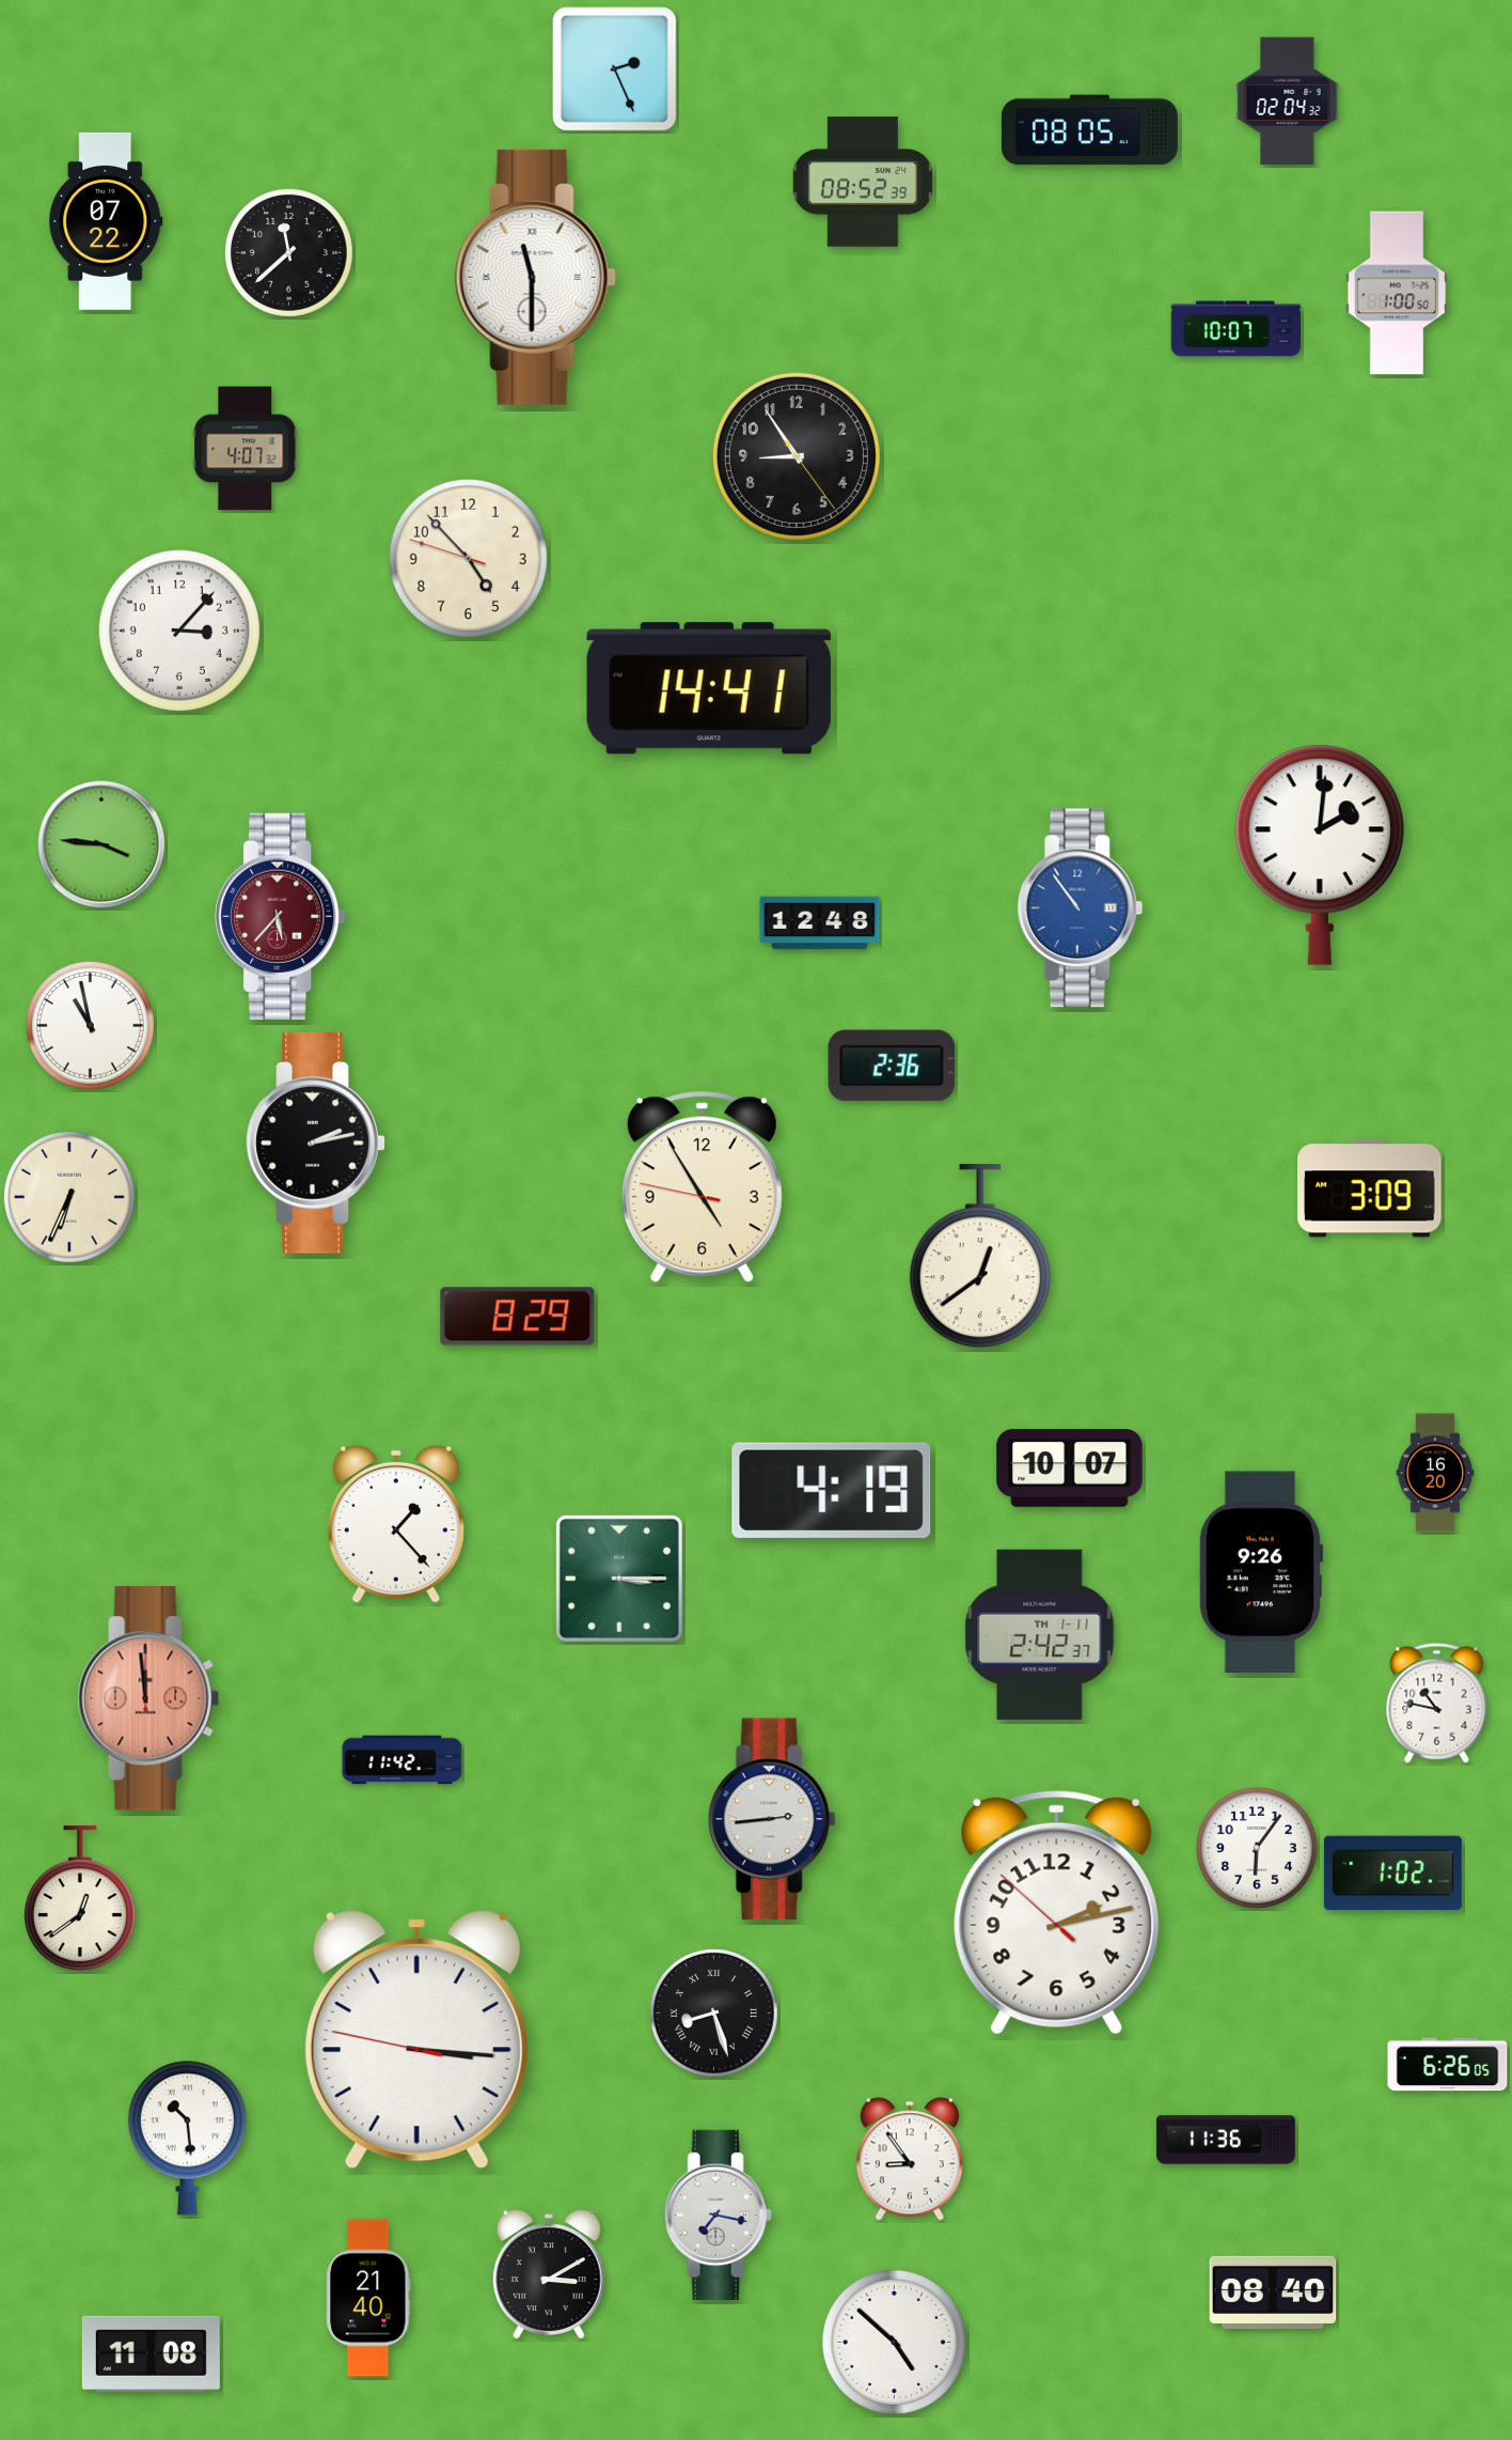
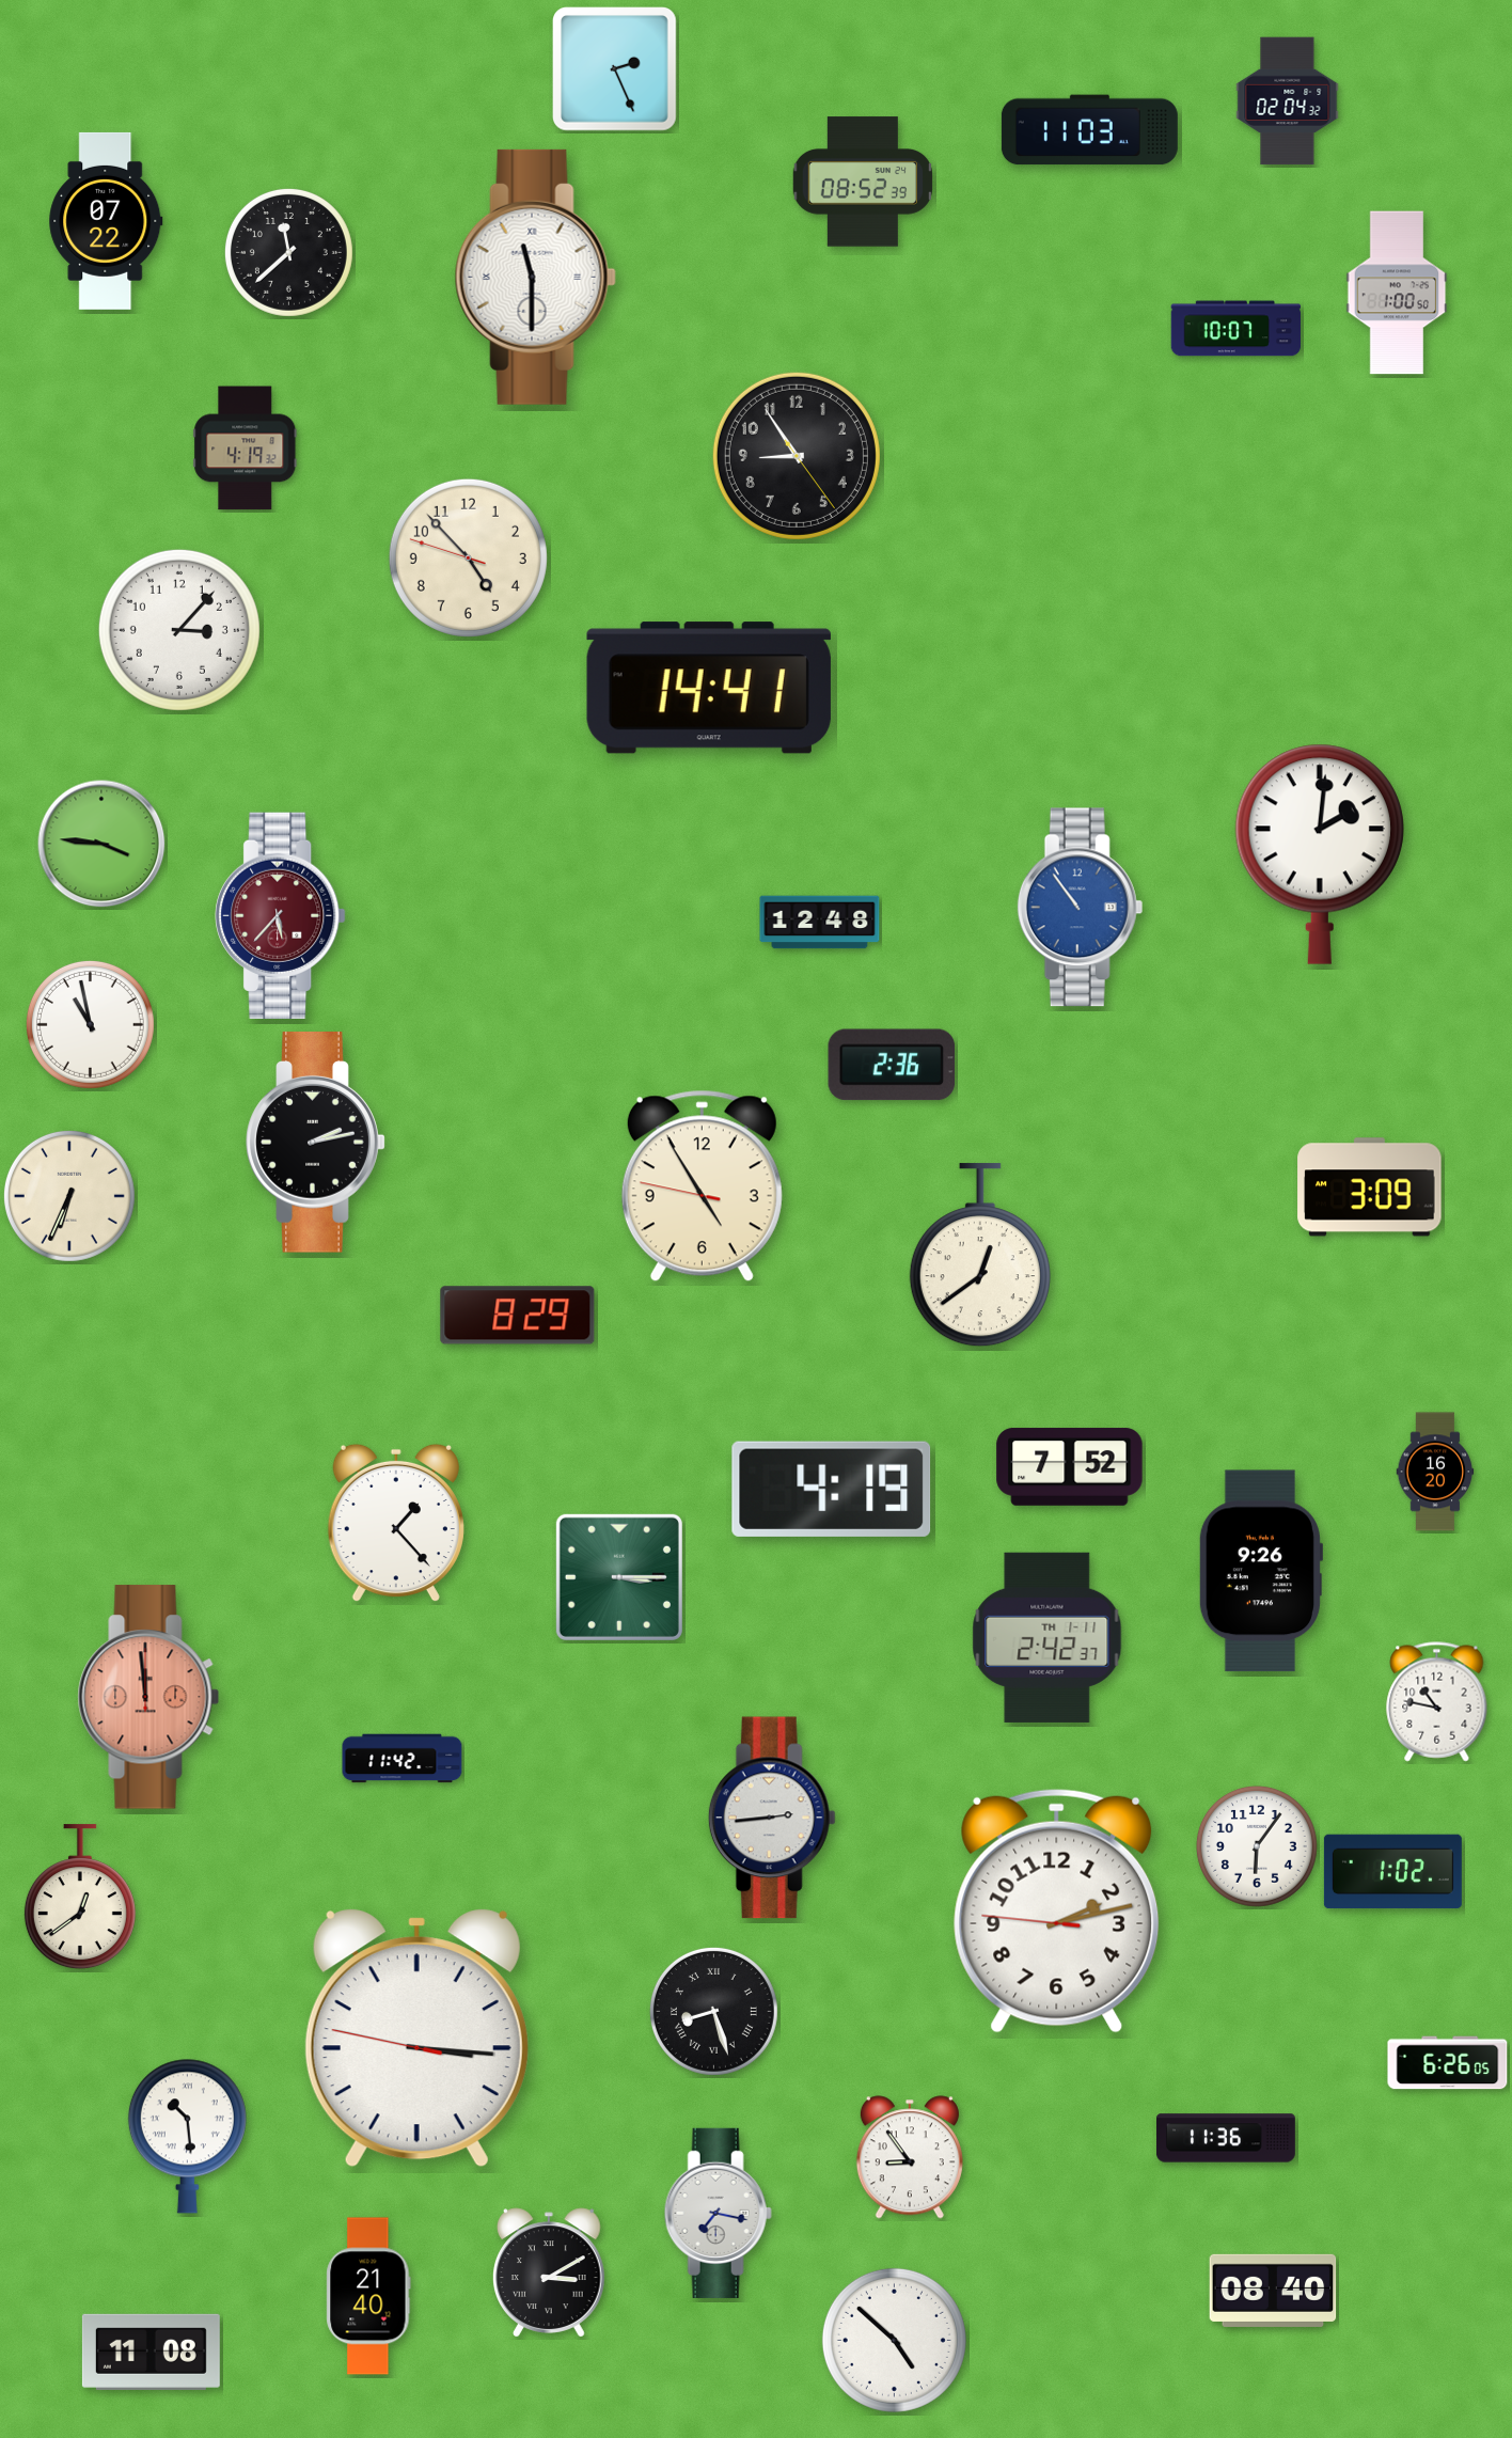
clock at (1089, 130): 08:05 -> 11:03
clock at (246, 449): 4:07 -> 4:19
clock at (1070, 1468): 10:07 -> 7:52
clock at (1040, 1634) position: (1040, 1634) -> (1048, 1637)
clock at (1057, 1912): 2:12:52 -> 2:12:46
